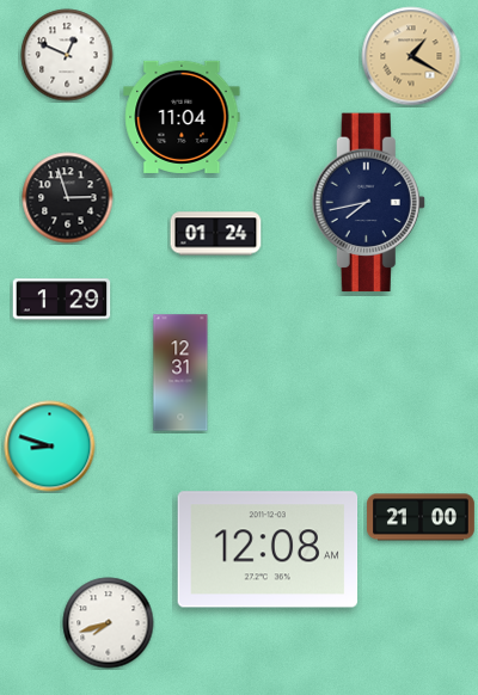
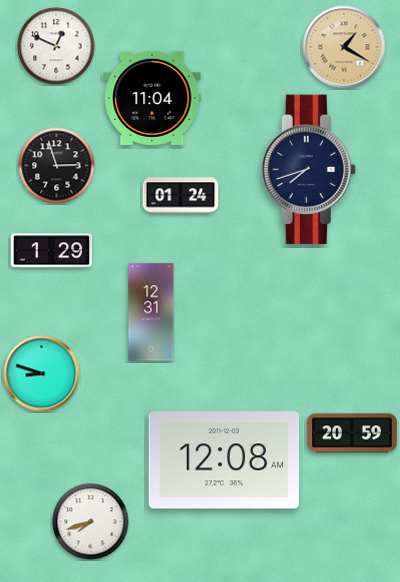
clock at (368, 203): 7:43 -> 7:42
clock at (422, 517): 21:00 -> 20:59
